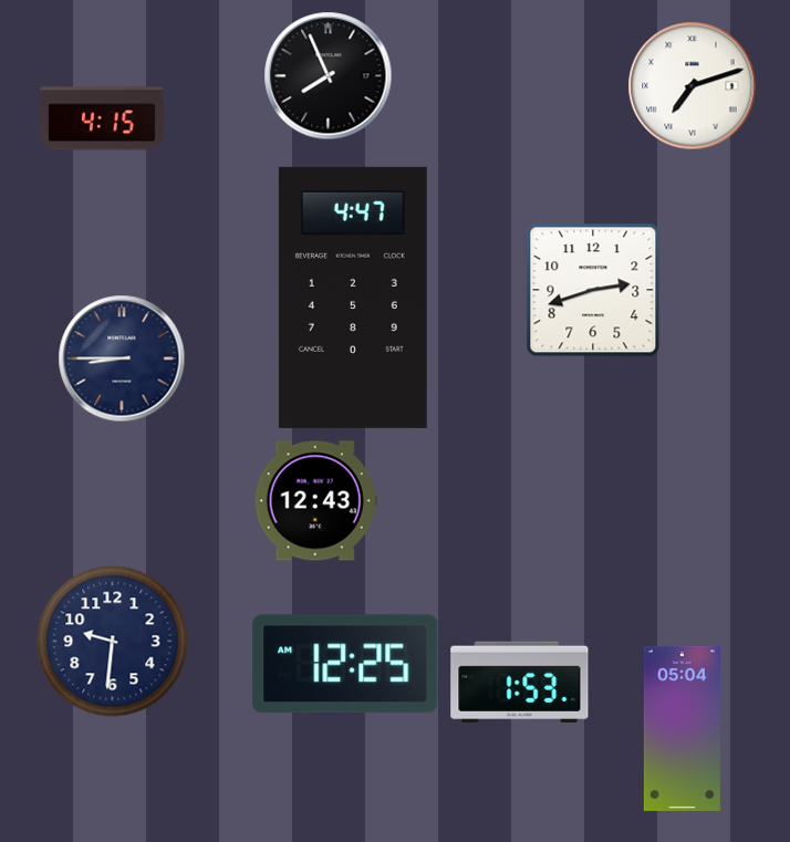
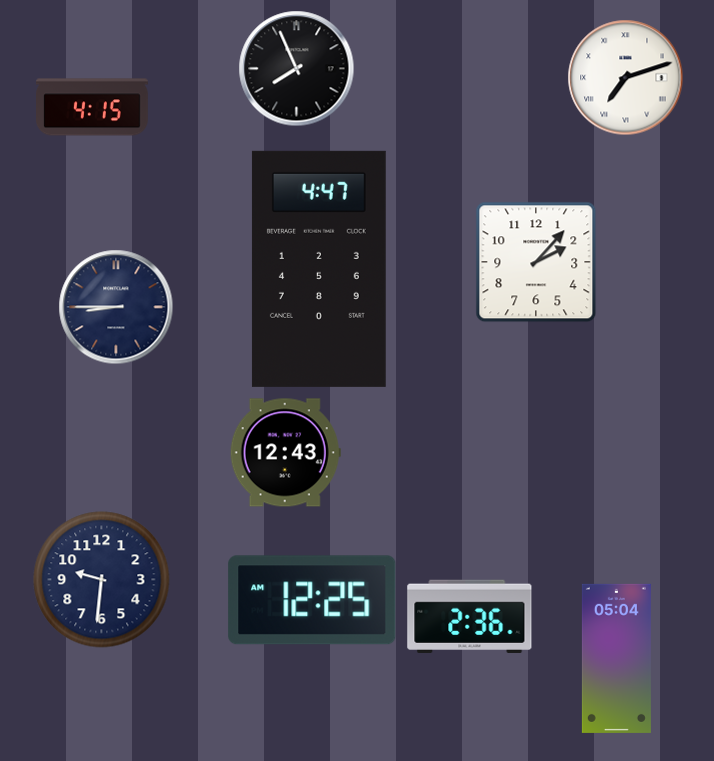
clock at (593, 290): 2:42 -> 2:07
clock at (122, 358) position: (122, 358) -> (116, 307)
clock at (520, 682): 1:53 -> 2:36
